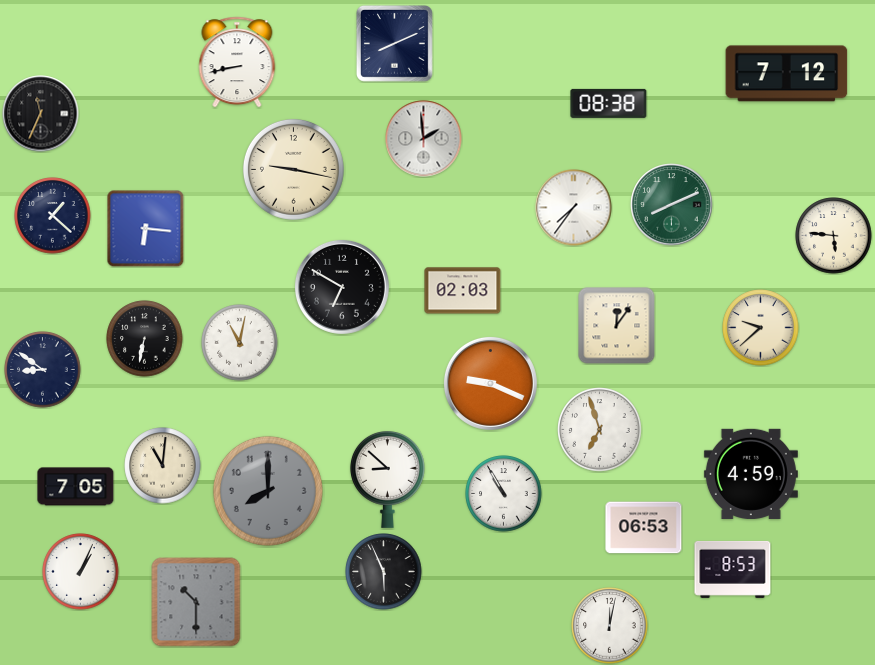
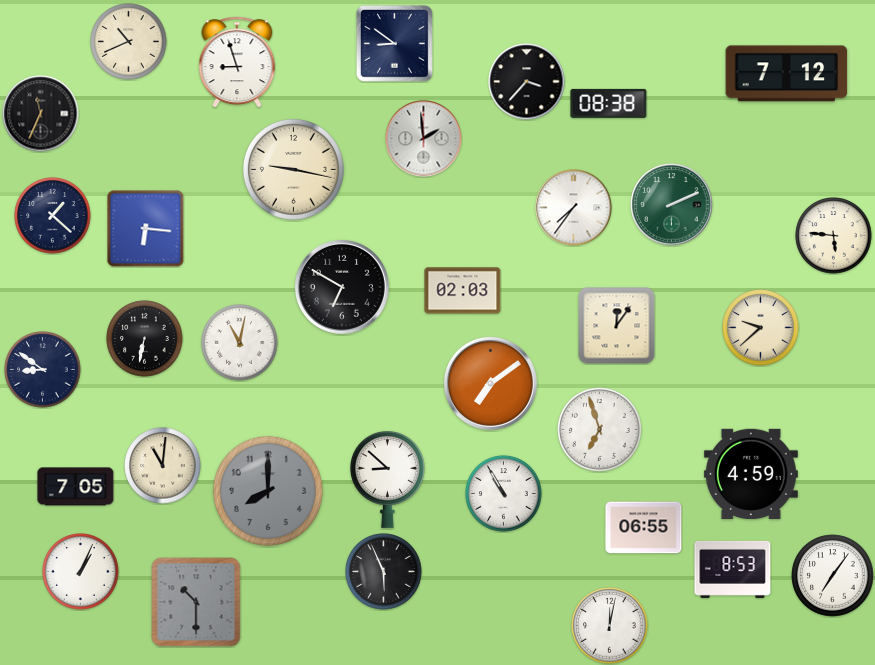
clock at (129, 42): none -> 10:41
clock at (394, 43): 8:11 -> 8:51
clock at (237, 62): 8:43 -> 8:57
clock at (527, 82): none -> 3:37
clock at (672, 205): 8:11 -> 2:11
clock at (490, 383): 9:19 -> 7:09
clock at (644, 528): 06:53 -> 06:55
clock at (833, 576): none -> 7:06
